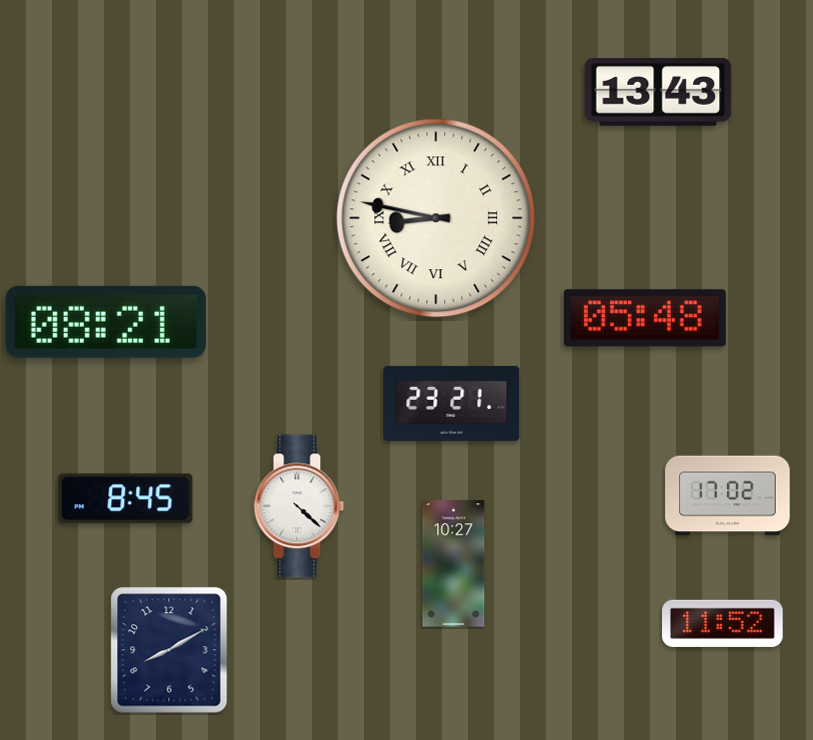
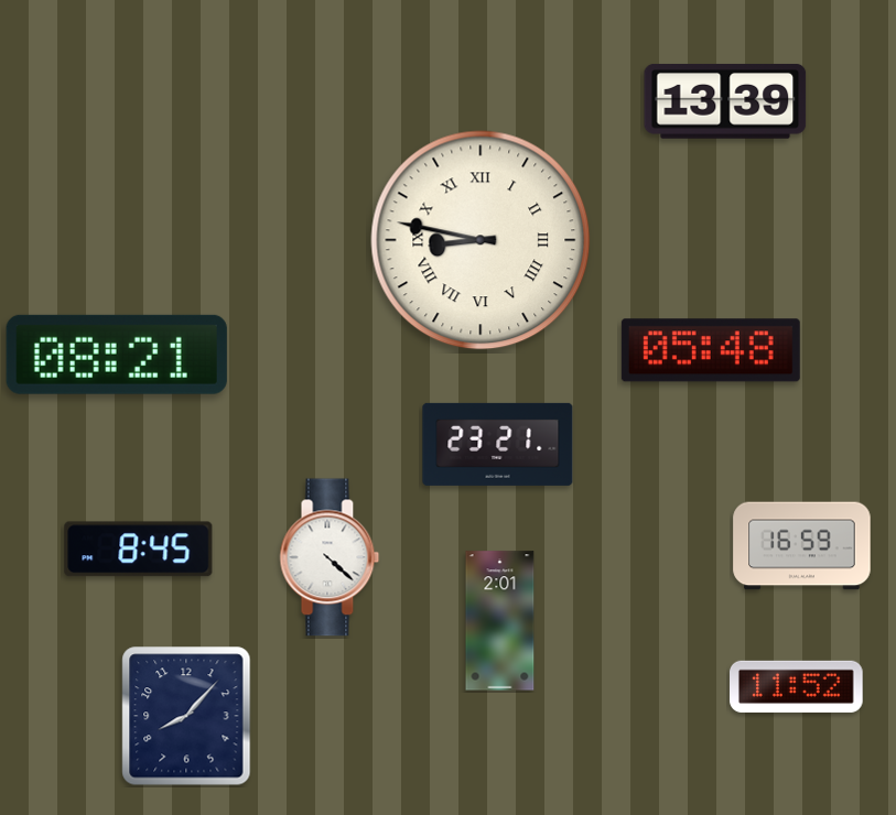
clock at (658, 92): 13:43 -> 13:39
clock at (728, 496): 17:02 -> 16:59
clock at (454, 564): 10:27 -> 2:01
clock at (169, 650): 8:10 -> 8:07
